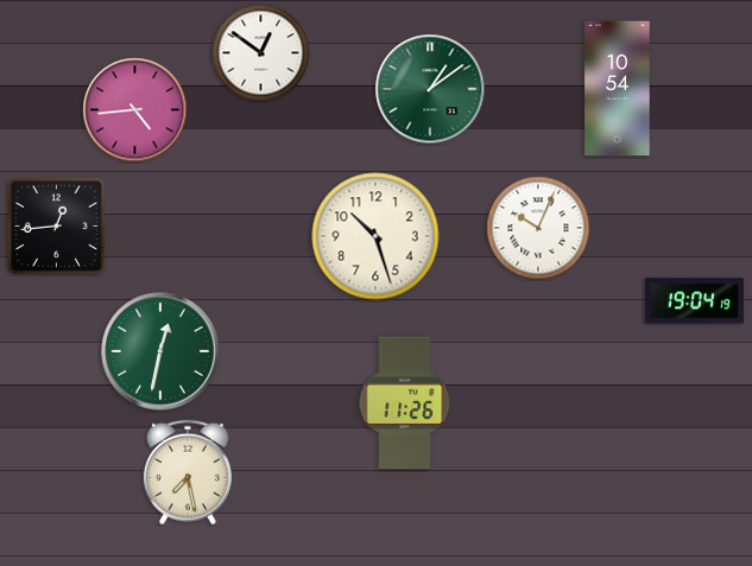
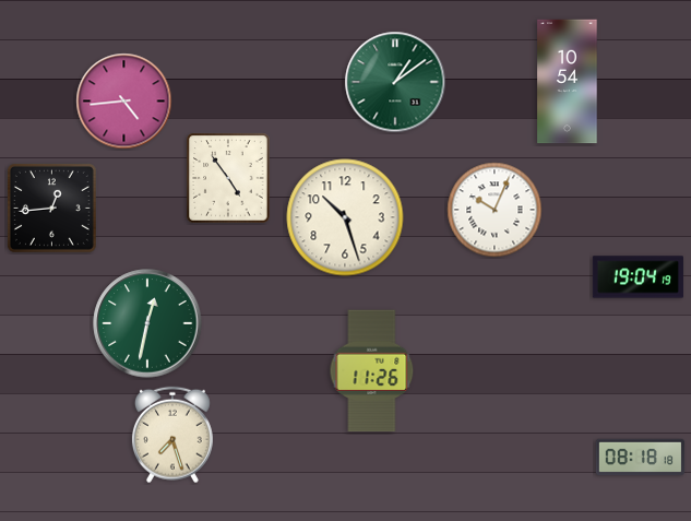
clock at (261, 53): 12:51 -> none
clock at (228, 178): none -> 4:54
clock at (188, 472): 7:28 -> 7:27
clock at (640, 458): none -> 08:18
